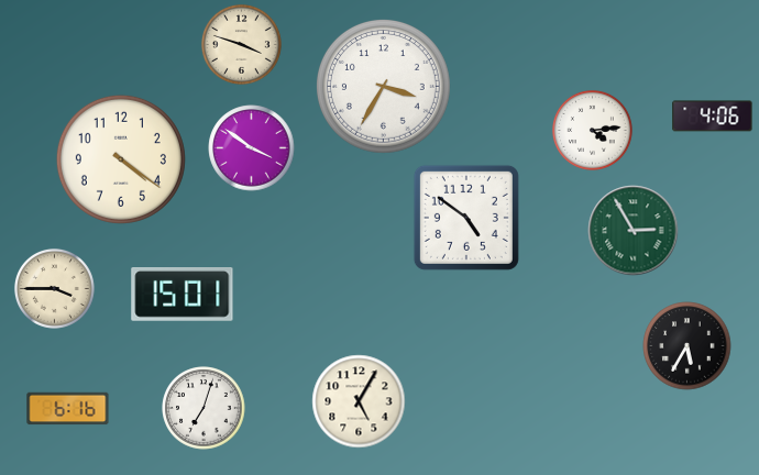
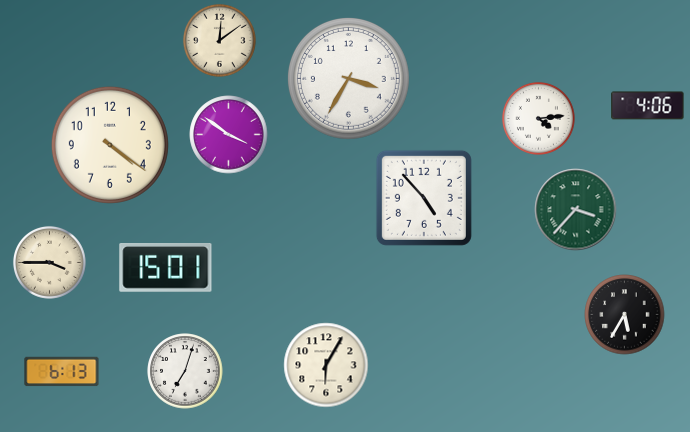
clock at (241, 44): 3:48 -> 12:09
clock at (466, 218): 4:51 -> 4:53
clock at (634, 231): 2:55 -> 3:37
clock at (359, 401): 5:05 -> 6:05
clock at (68, 409): 6:16 -> 6:13
